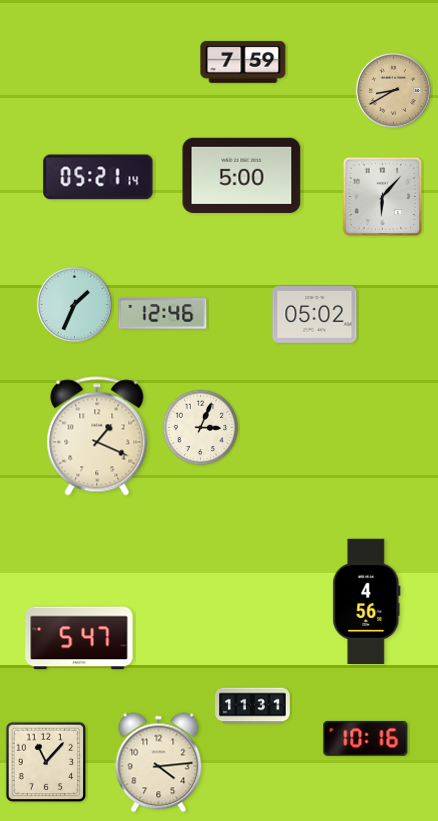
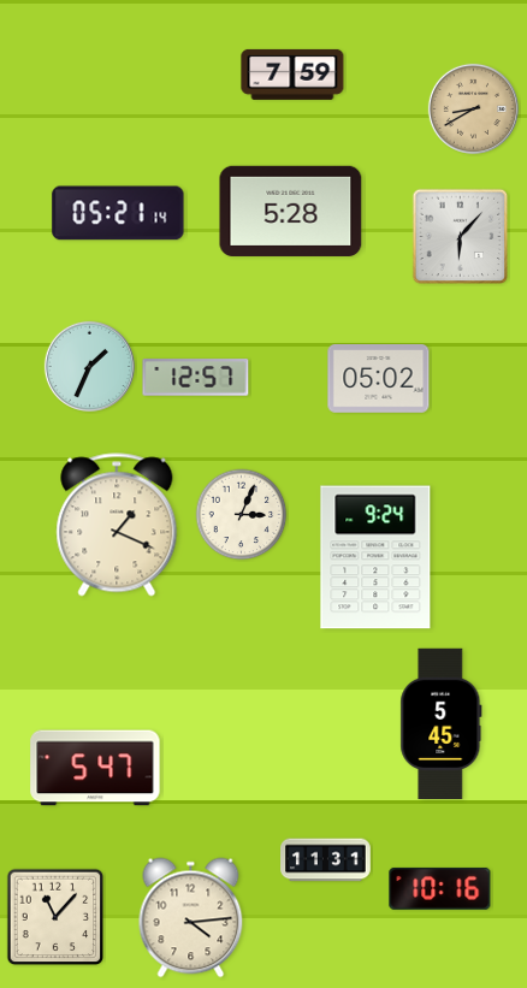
clock at (242, 175): 5:00 -> 5:28
clock at (163, 314): 12:46 -> 12:57
clock at (375, 557): none -> 9:24
clock at (367, 601): 4:56 -> 5:45
clock at (253, 706) position: (253, 706) -> (326, 860)
